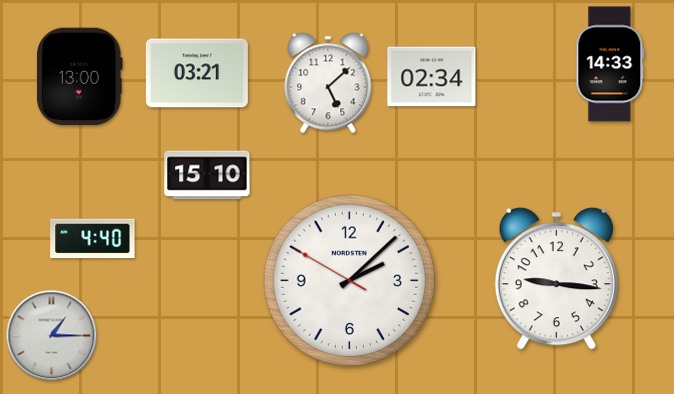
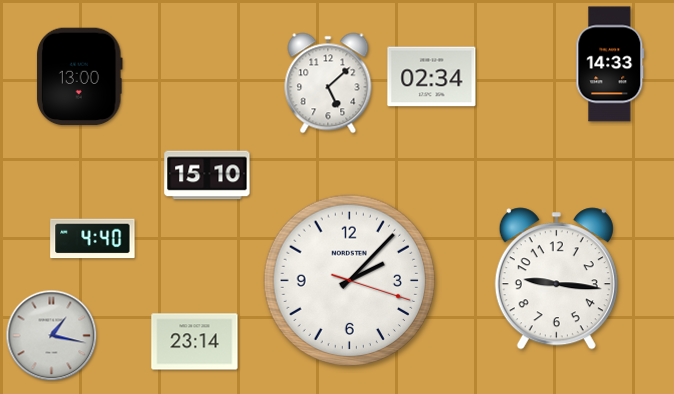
clock at (197, 73): 03:21 -> none
clock at (350, 281): 2:07:50 -> 2:07:18
clock at (52, 336): 1:15 -> 1:17
clock at (195, 342): none -> 23:14
